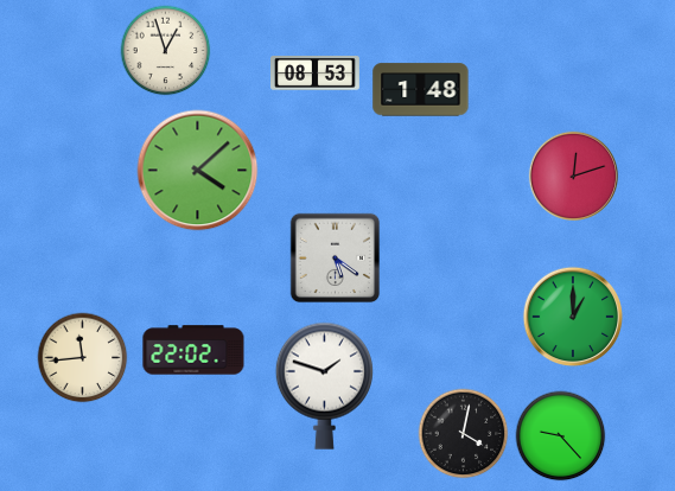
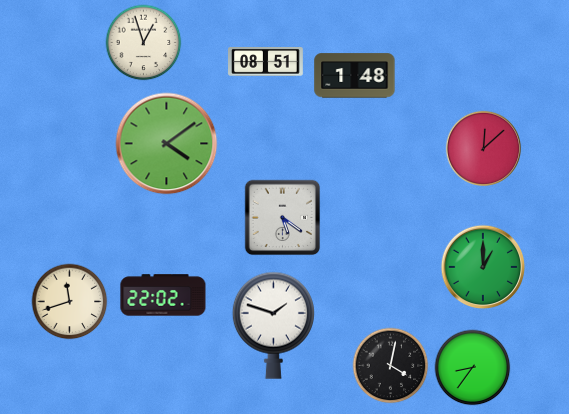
clock at (166, 51) position: (166, 51) -> (144, 43)
clock at (316, 74): 08:53 -> 08:51
clock at (198, 171): 4:08 -> 4:09
clock at (573, 176): 12:12 -> 12:08
clock at (83, 358): 11:44 -> 11:42
clock at (561, 436): 9:23 -> 8:36
